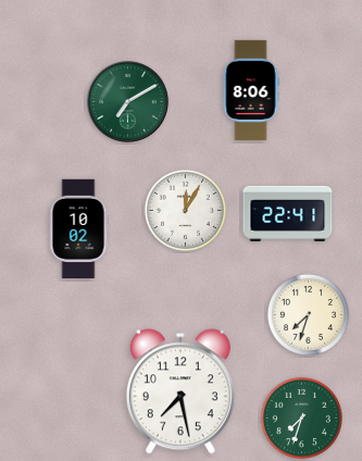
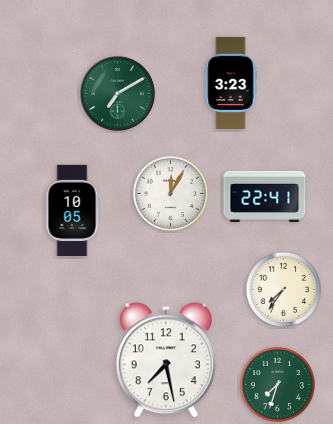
clock at (251, 90): 8:06 -> 3:23
clock at (78, 228): 10:02 -> 10:05
clock at (308, 314): 7:33 -> 7:36
